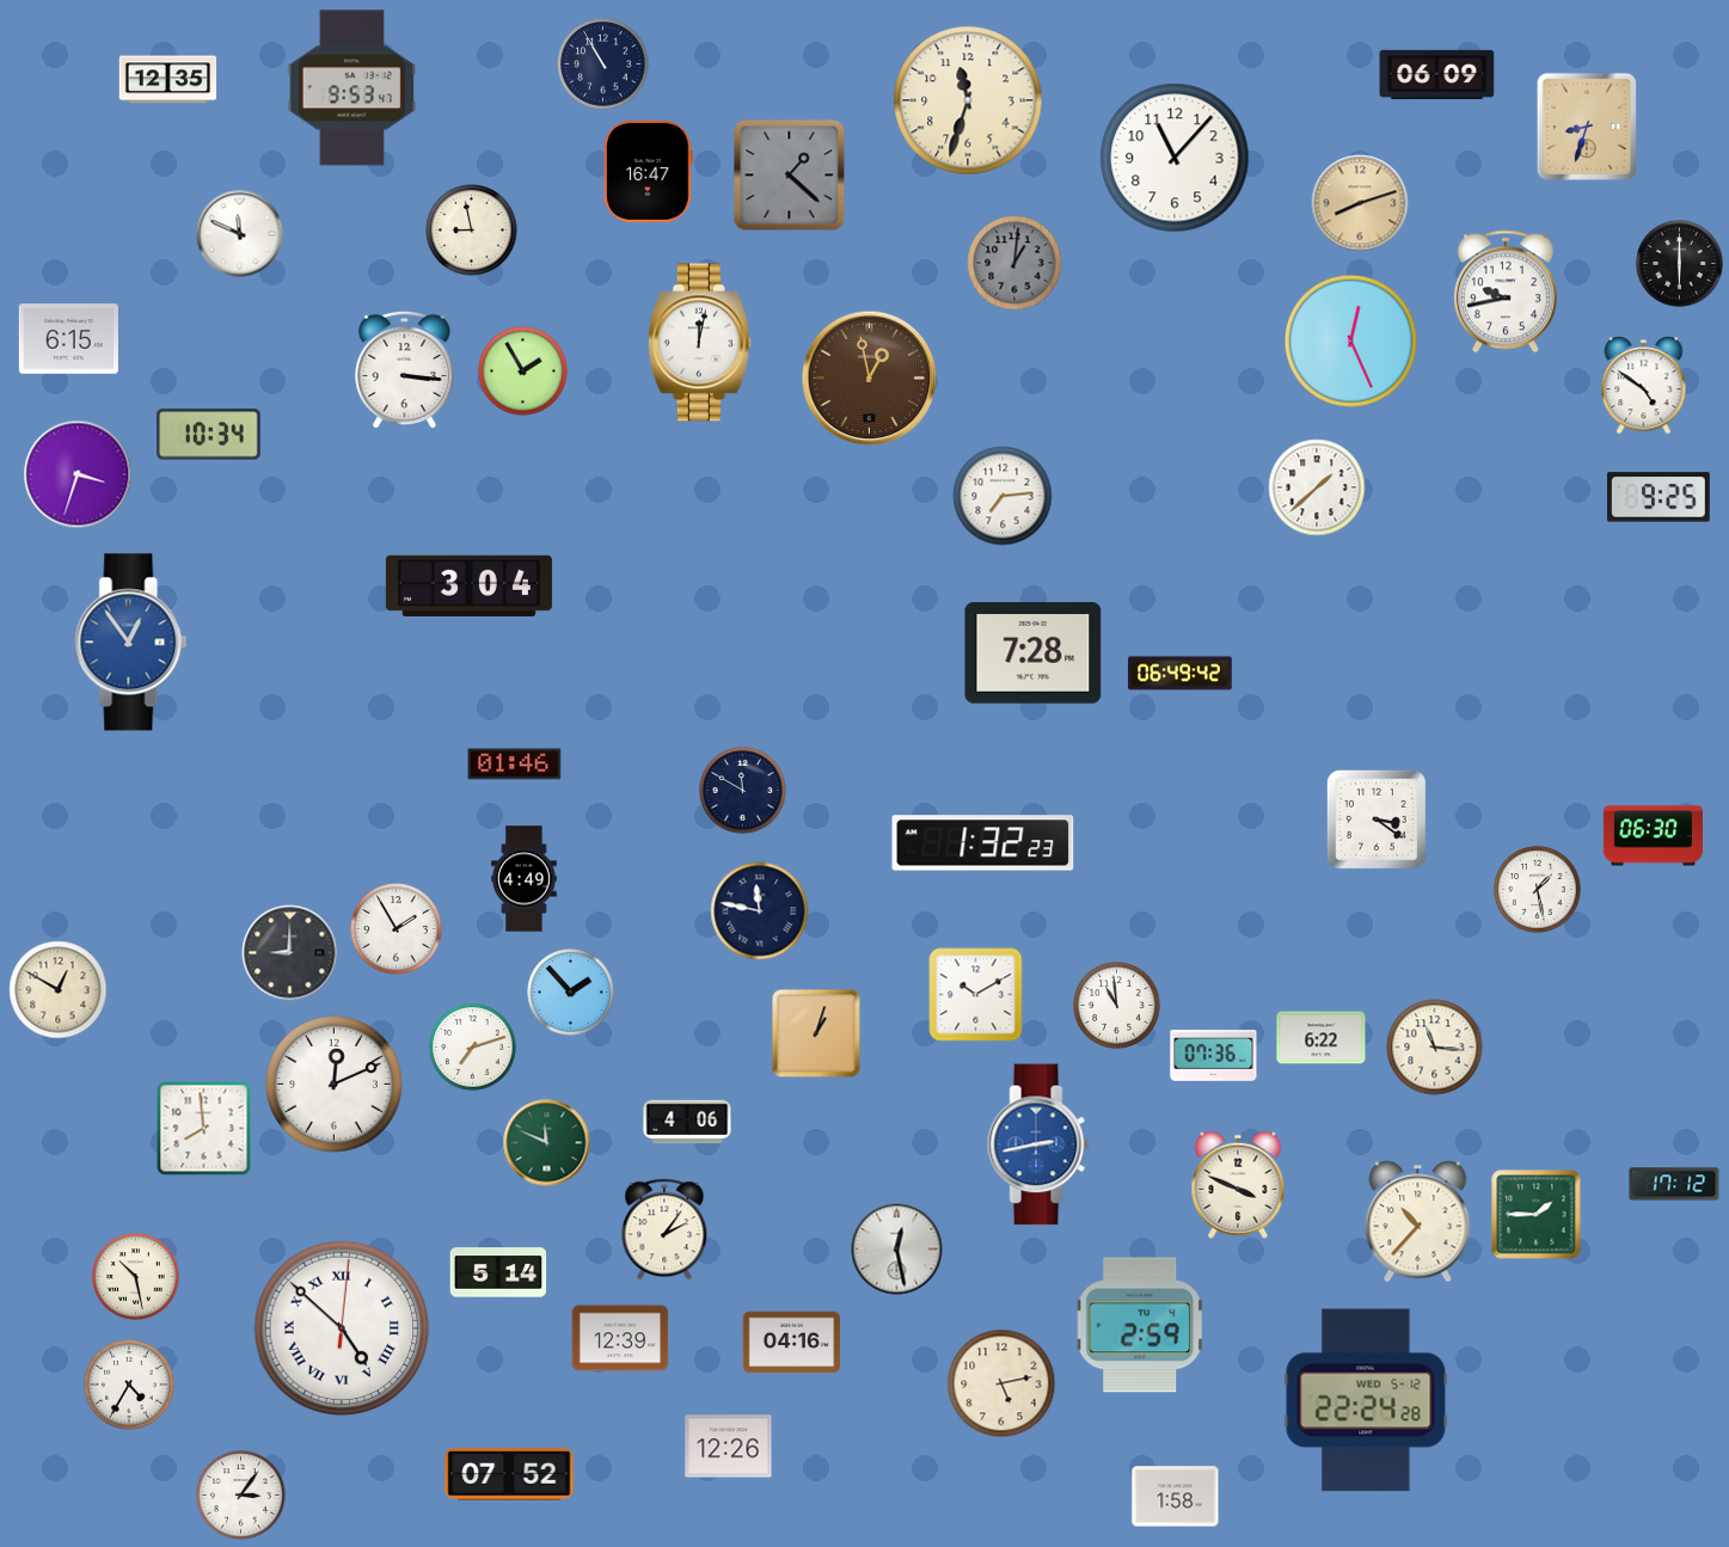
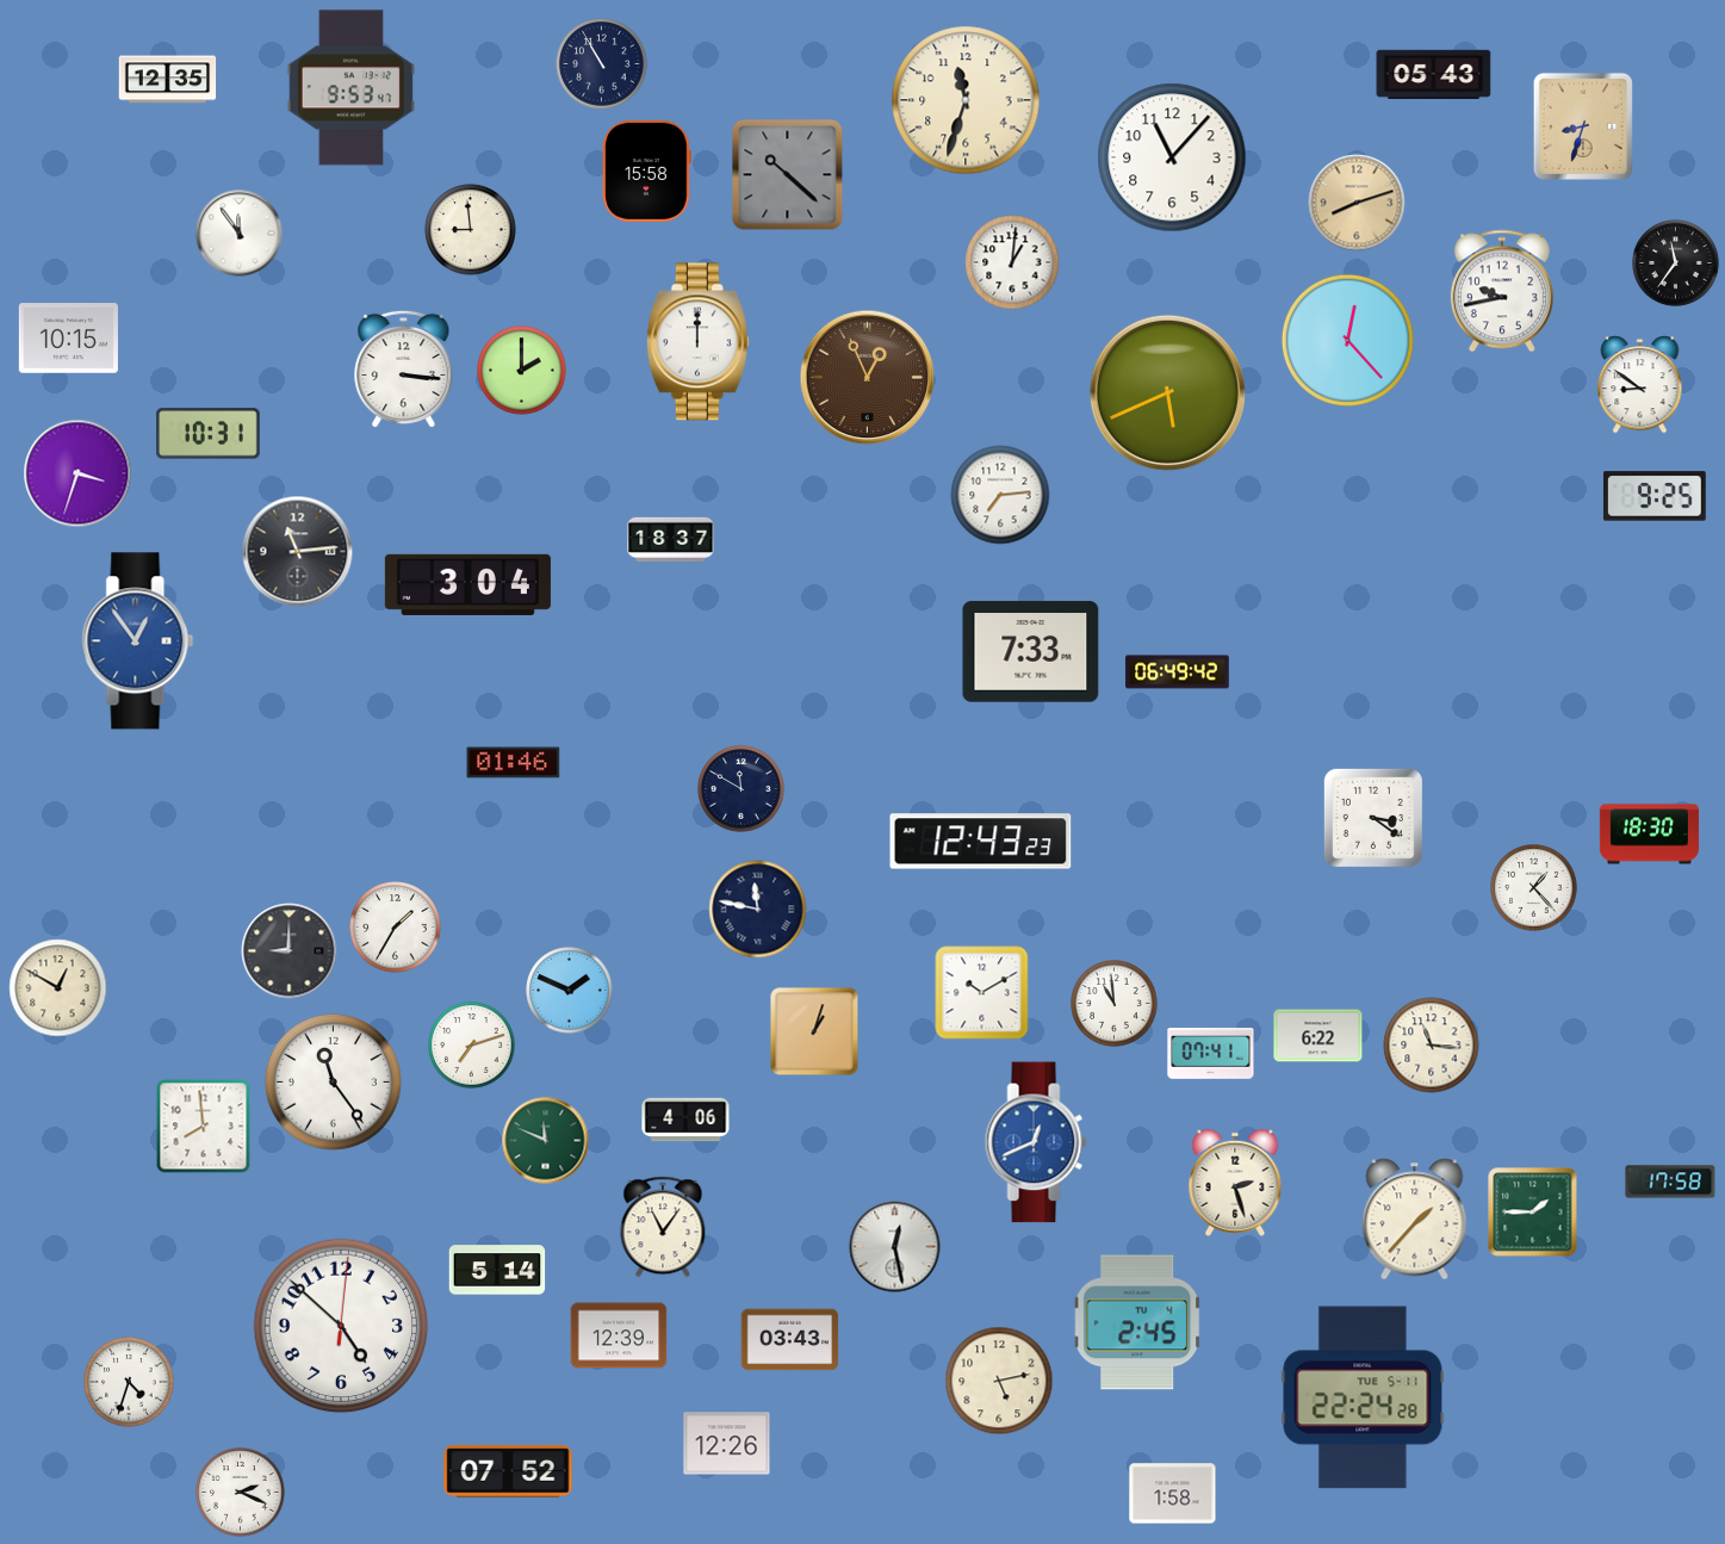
clock at (1437, 74): 06:09 -> 05:43
clock at (649, 171): 16:47 -> 15:58
clock at (790, 176): 1:22 -> 10:22
clock at (472, 231): 8:58 -> 8:59
clock at (240, 234): 11:49 -> 11:54
clock at (1014, 263) dial: grey -> white
clock at (1680, 264): 6:00 -> 11:36
clock at (68, 339): 6:15 -> 10:15
clock at (1350, 340): 12:26 -> 12:23
clock at (699, 343): 12:02 -> 12:00
clock at (523, 372): 1:55 -> 2:00
clock at (870, 379): 12:58 -> 12:56
clock at (1644, 386): 4:51 -> 8:51
clock at (1167, 392): none -> 5:41
clock at (209, 435): 10:34 -> 10:31
clock at (1317, 487): 1:38 -> none
clock at (671, 539): none -> 18:37
clock at (298, 552): none -> 11:14
clock at (131, 643) position: (131, 643) -> (138, 641)
clock at (1034, 653): 7:28 -> 7:33
clock at (1653, 836): 06:30 -> 18:30
clock at (983, 843): 1:32 -> 12:43
clock at (525, 879): 4:49 -> none
clock at (1538, 890): 1:28 -> 1:23
clock at (397, 929): 1:55 -> 1:35
clock at (571, 993): 1:53 -> 1:49
clock at (976, 995) position: (976, 995) -> (982, 993)
clock at (1214, 1056): 07:36 -> 07:41
clock at (333, 1083): 12:11 -> 11:24
clock at (1038, 1144): 2:43 -> 12:41
clock at (1674, 1184): 17:12 -> 17:58
clock at (1238, 1185): 3:49 -> 2:27
clock at (1418, 1222): 10:37 -> 1:37
clock at (664, 1229): 2:06 -> 11:06
clock at (136, 1277): 10:28 -> none
clock at (1140, 1325): 2:59 -> 2:45
clock at (342, 1328) numerals: Roman -> Arabic
clock at (792, 1343): 04:16 -> 03:43
clock at (129, 1385): 4:35 -> 4:33
clock at (1366, 1400) date: WED 5-12 -> TUE 5-11
clock at (241, 1496): 3:06 -> 2:19
